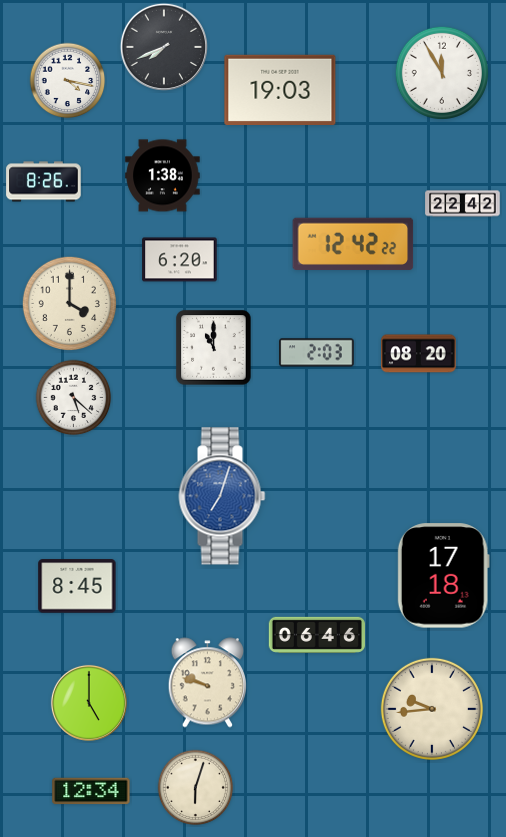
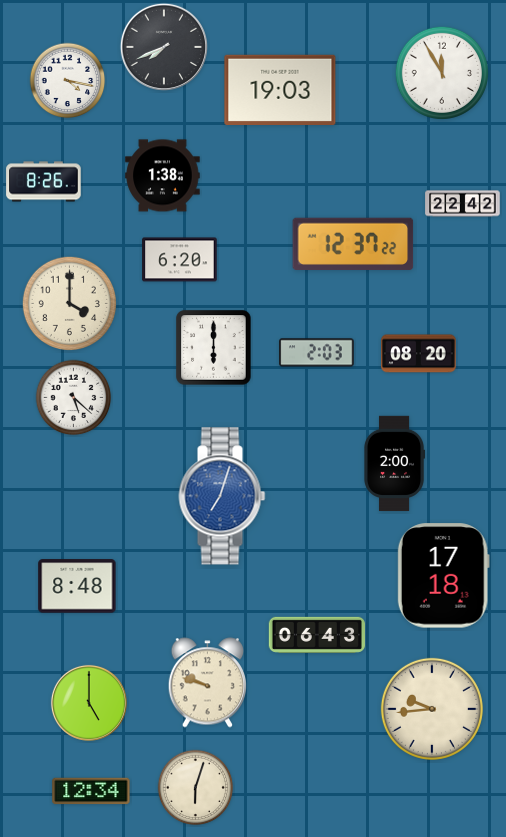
clock at (353, 244): 12:42 -> 12:37
clock at (214, 348): 11:00 -> 6:00
clock at (394, 464): none -> 2:00
clock at (77, 586): 8:45 -> 8:48
clock at (317, 635): 06:46 -> 06:43
